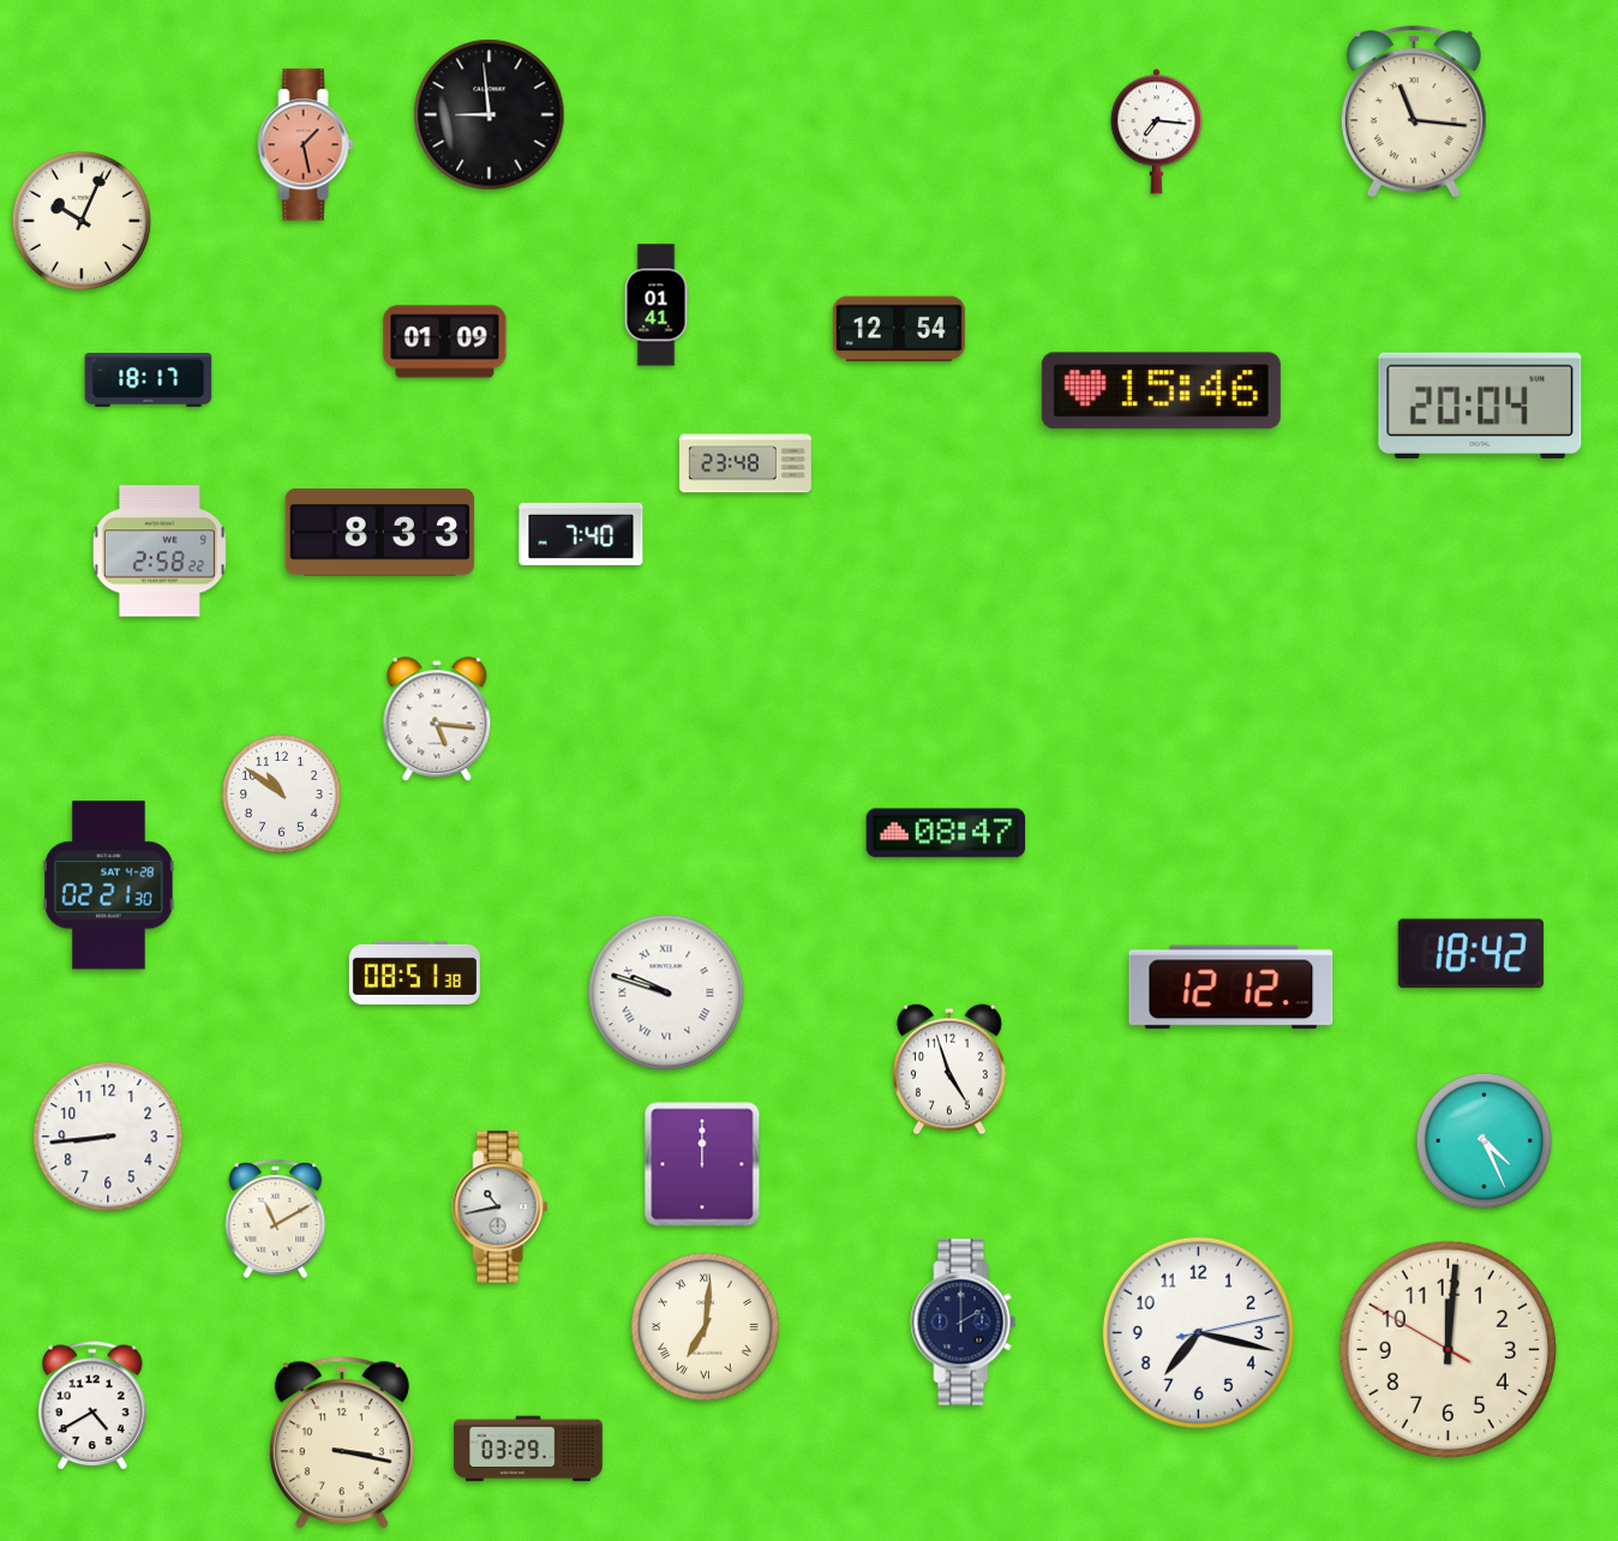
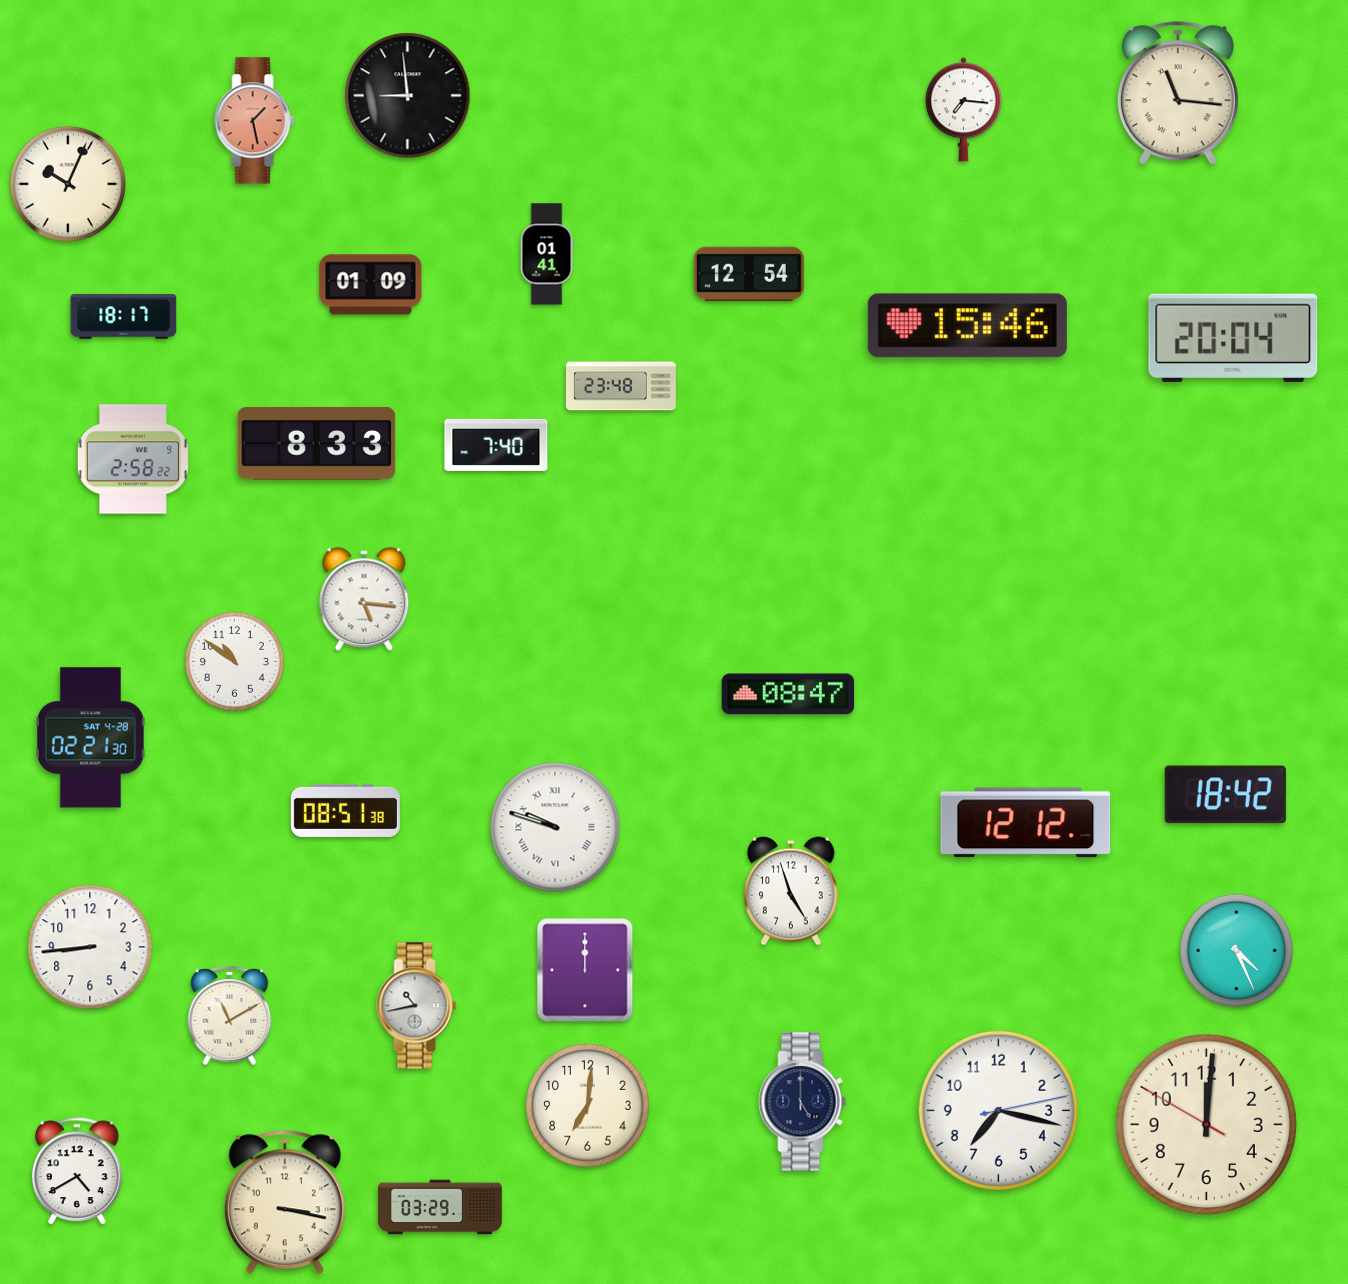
clock at (581, 534) position: (581, 534) -> (496, 445)
clock at (964, 1323): 2:00 -> 5:00
clock at (706, 1327) numerals: Roman -> Arabic
